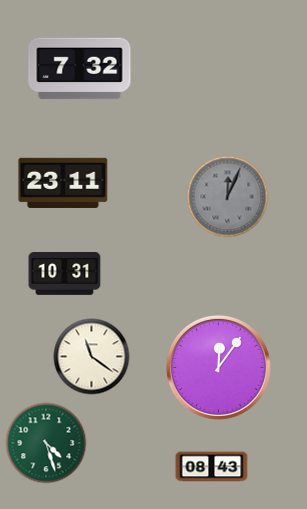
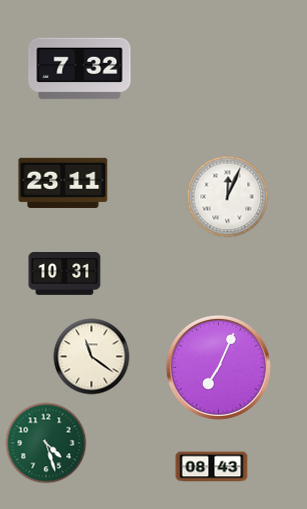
clock at (228, 197) dial: grey -> white
clock at (218, 367): 12:06 -> 7:04
